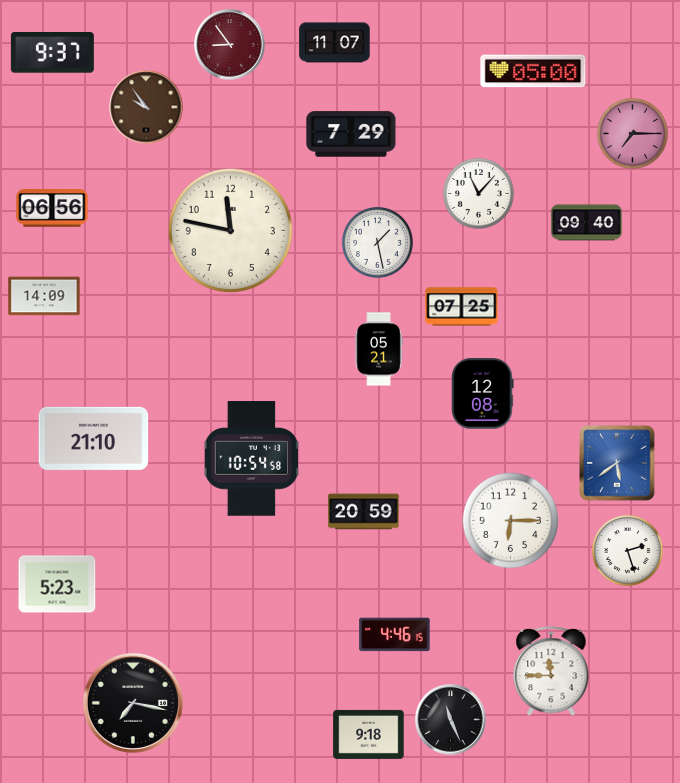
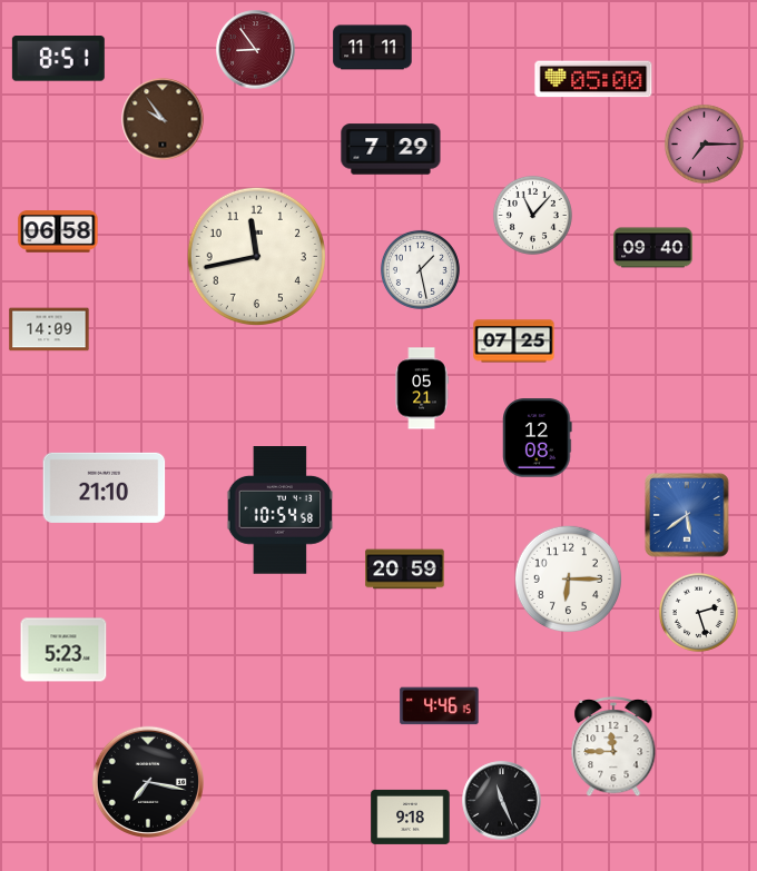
clock at (335, 43): 11:07 -> 11:11
clock at (52, 53): 9:37 -> 8:51
clock at (632, 133) position: (632, 133) -> (704, 143)
clock at (52, 208): 06:56 -> 06:58
clock at (230, 230): 11:47 -> 11:43
